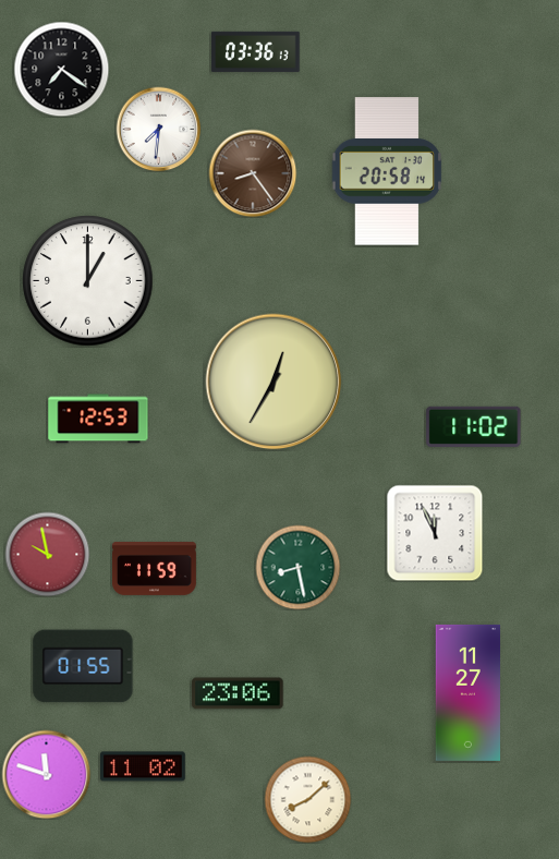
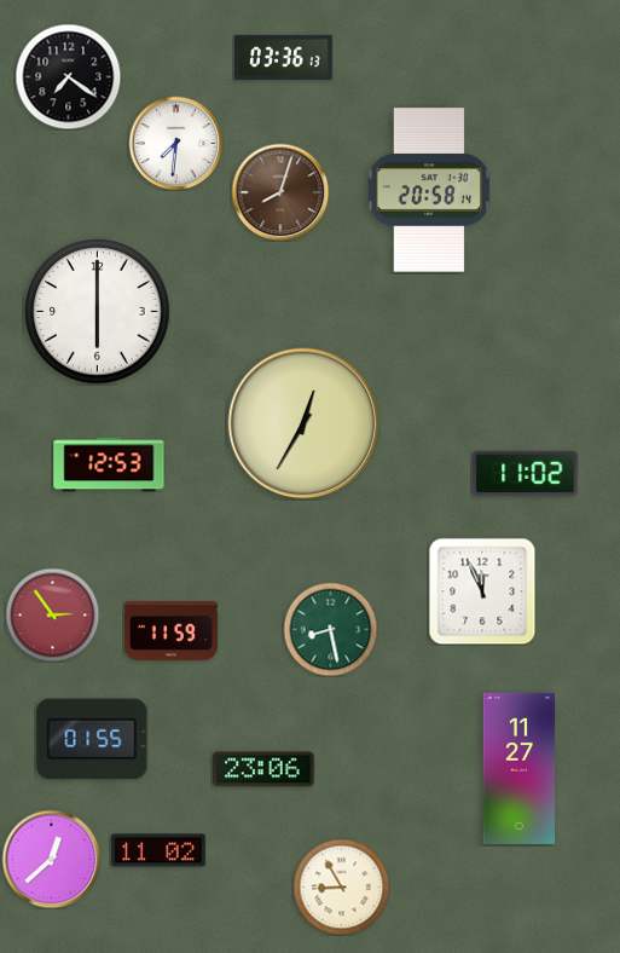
clock at (253, 173): 8:24 -> 8:03
clock at (88, 281): 1:00 -> 6:00
clock at (47, 554): 9:58 -> 2:54
clock at (46, 774): 11:48 -> 12:38
clock at (307, 799): 8:08 -> 8:55
